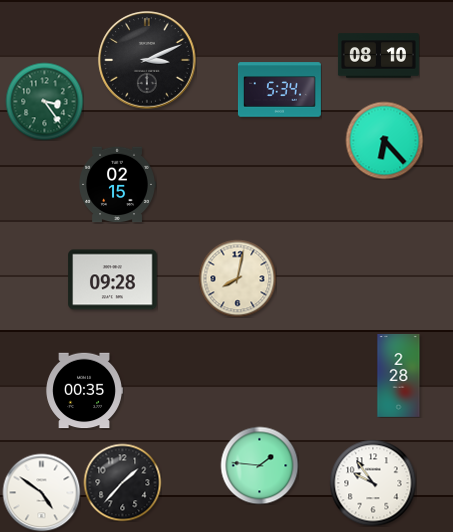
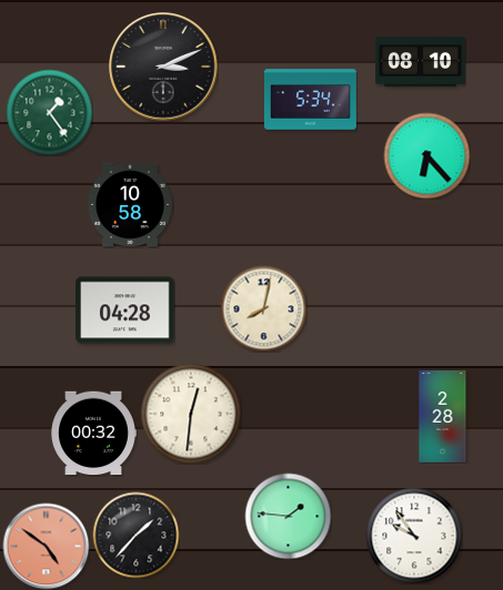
clock at (44, 101): 3:24 -> 1:24
clock at (117, 185): 02:15 -> 10:58
clock at (113, 280): 09:28 -> 04:28
clock at (191, 414): none -> 12:31
clock at (84, 391): 00:35 -> 00:32
clock at (41, 492) dial: white -> salmon
